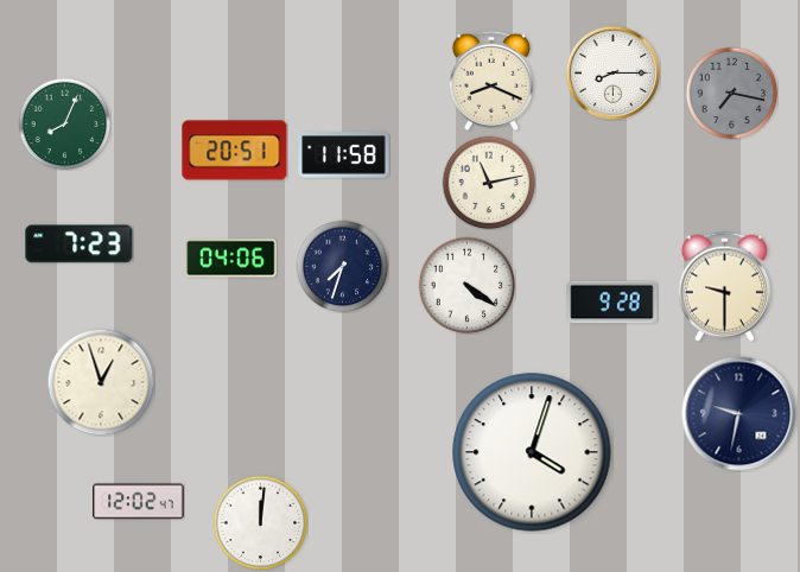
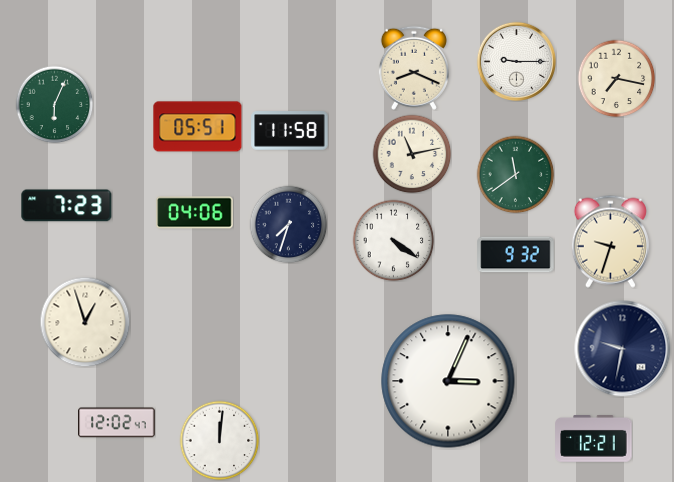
clock at (612, 72): 8:15 -> 9:15
clock at (731, 93) dial: grey -> cream
clock at (64, 123): 8:04 -> 6:04
clock at (235, 151): 20:51 -> 05:51
clock at (515, 174): none -> 11:39
clock at (231, 259) position: (231, 259) -> (195, 213)
clock at (724, 286): 9:30 -> 9:33
clock at (612, 303): 9:28 -> 9:32
clock at (532, 452): 4:03 -> 3:04
clock at (594, 439): none -> 12:21
